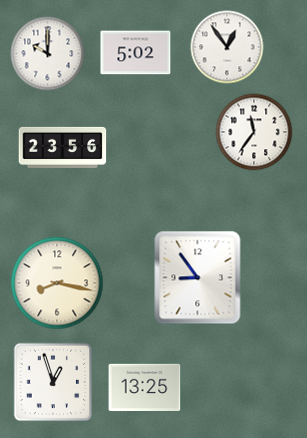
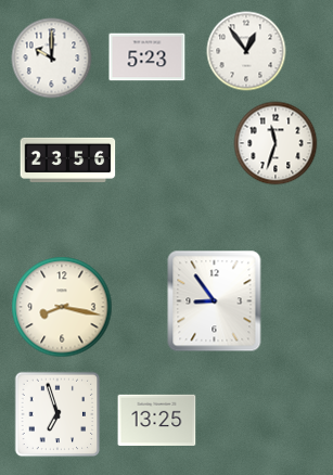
clock at (136, 53): 5:02 -> 5:23
clock at (254, 132): 11:36 -> 11:33
clock at (53, 382): 12:57 -> 6:57
